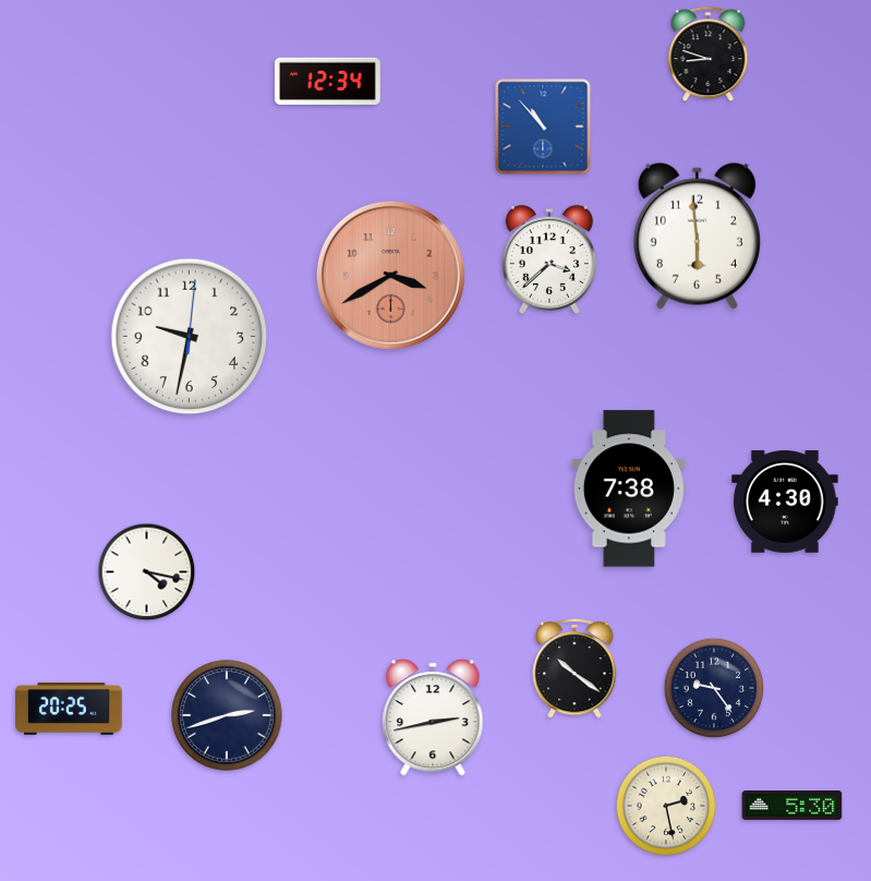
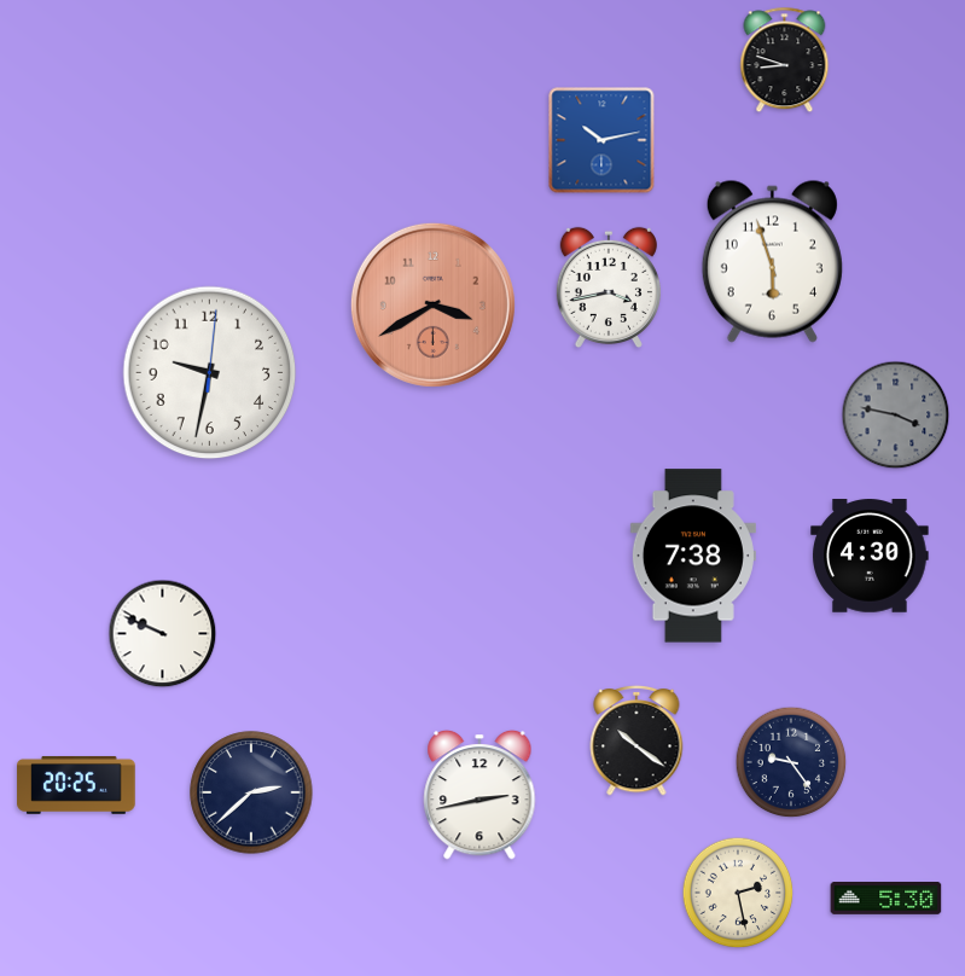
clock at (328, 81): 12:34 -> none
clock at (543, 126): 10:53 -> 10:13
clock at (697, 236): 5:59 -> 5:57
clock at (549, 260): 3:38 -> 3:43
clock at (896, 416): none -> 3:47
clock at (629, 488) position: (629, 488) -> (693, 556)
clock at (147, 572): 4:17 -> 9:49
clock at (227, 715): 2:42 -> 2:38
clock at (793, 806) position: (793, 806) -> (886, 899)
